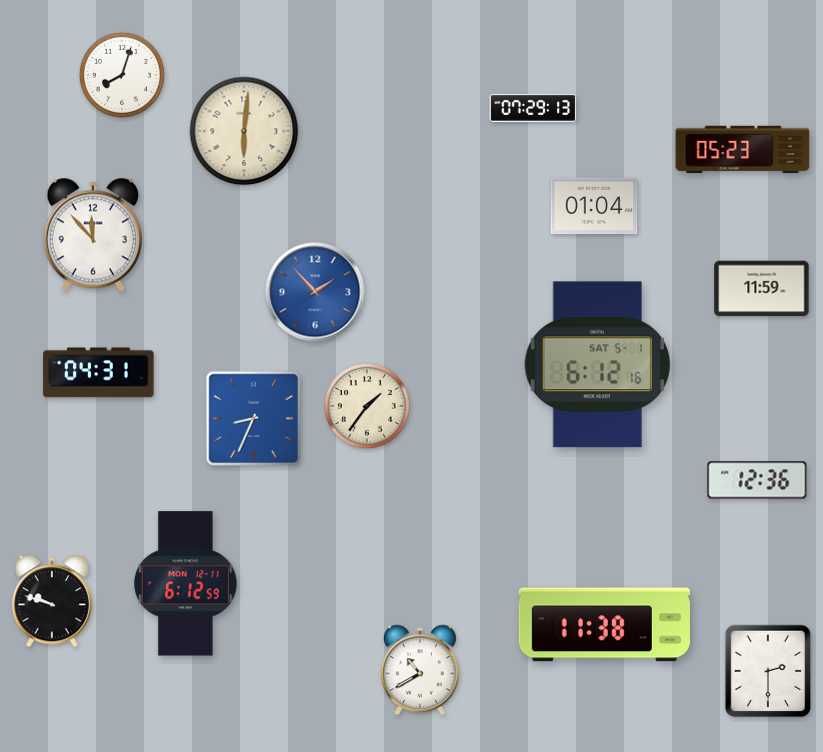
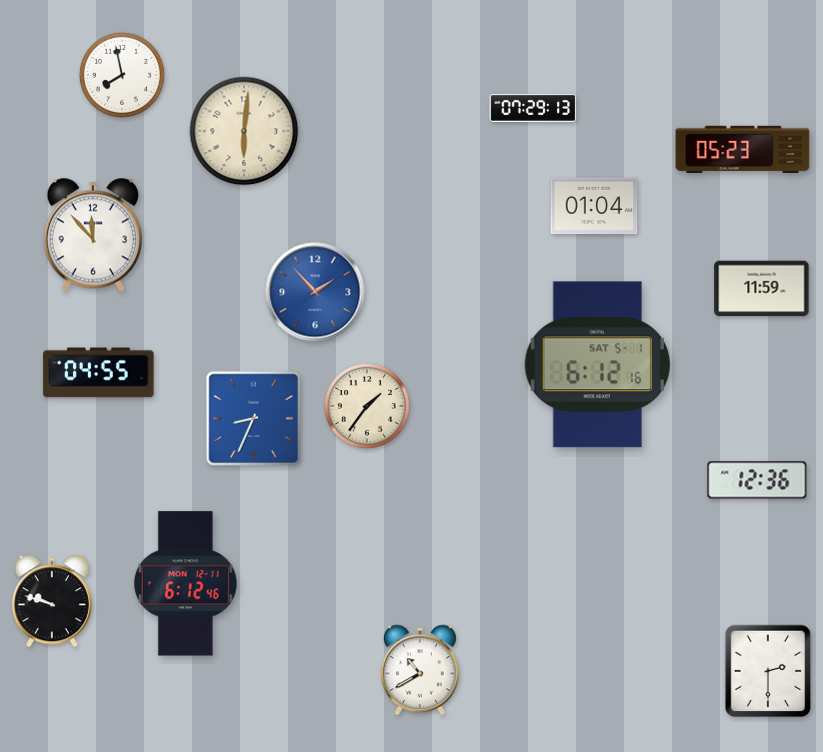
clock at (122, 75): 8:03 -> 7:58
clock at (99, 373): 04:31 -> 04:55
clock at (185, 584): 6:12:59 -> 6:12:46
clock at (604, 625): 11:38 -> none
